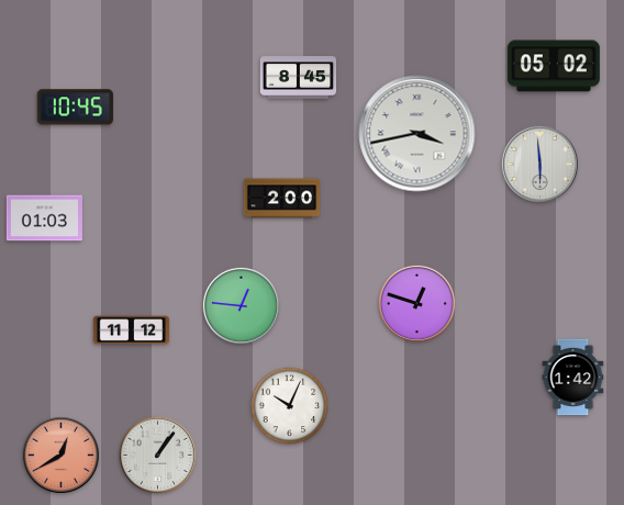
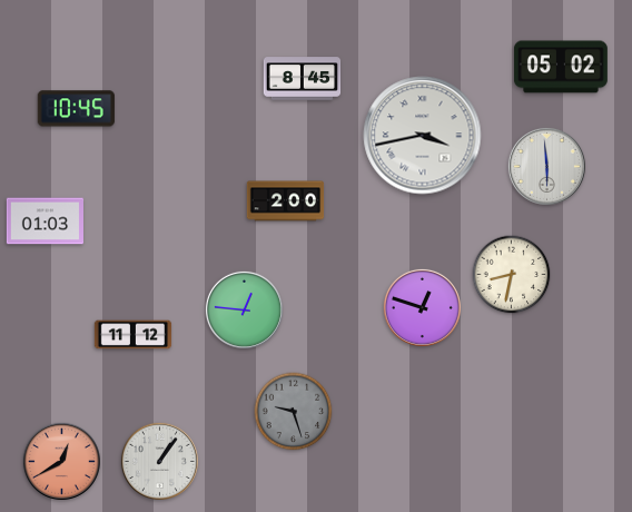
clock at (512, 275): none -> 8:32
clock at (573, 378): 1:42 -> none
clock at (290, 406): 10:04 -> 9:27
clock at (290, 406) dial: white -> grey
